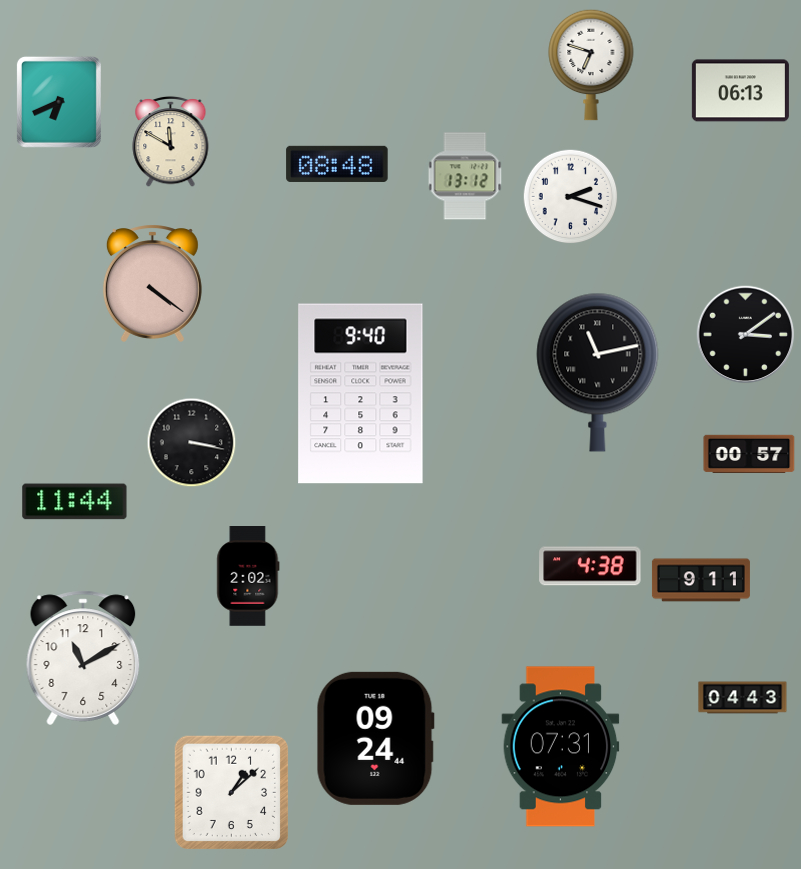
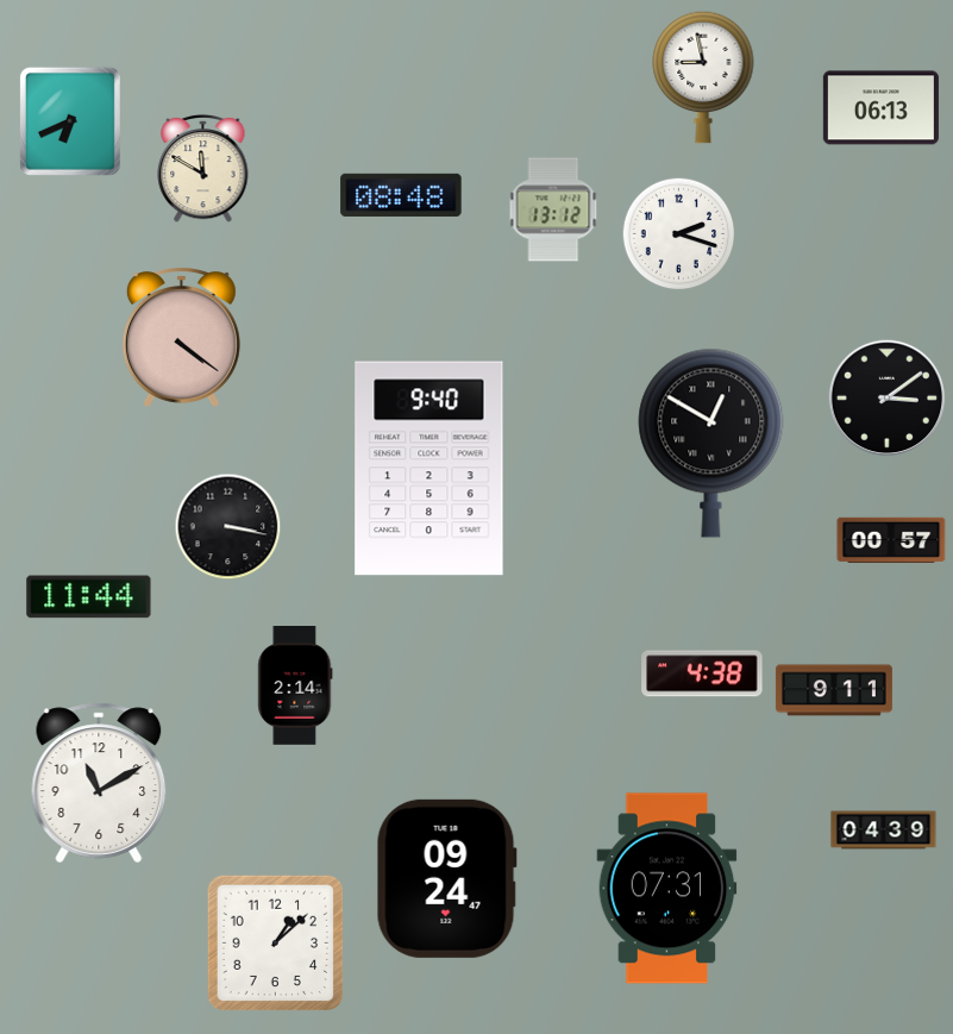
clock at (591, 65): 6:48 -> 8:58
clock at (598, 372): 11:13 -> 12:50
clock at (248, 577): 2:02 -> 2:14
clock at (743, 698): 04:43 -> 04:39
clock at (375, 738): 09:24:44 -> 09:24:47
